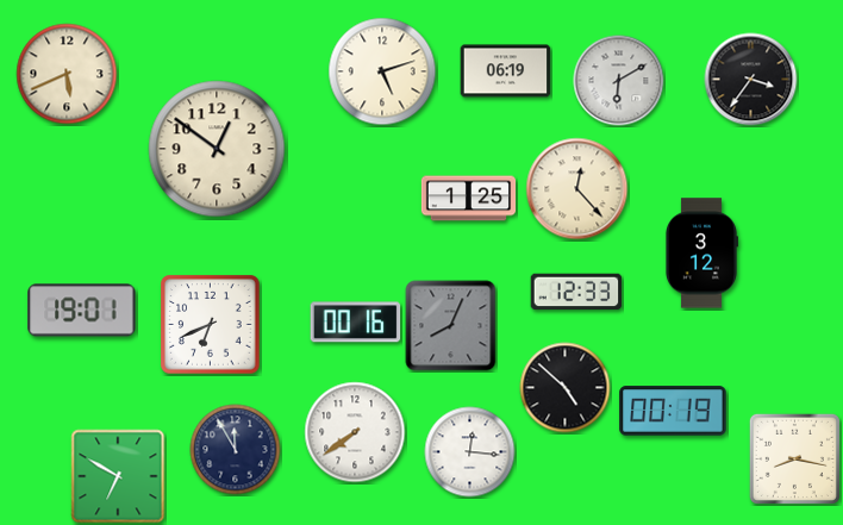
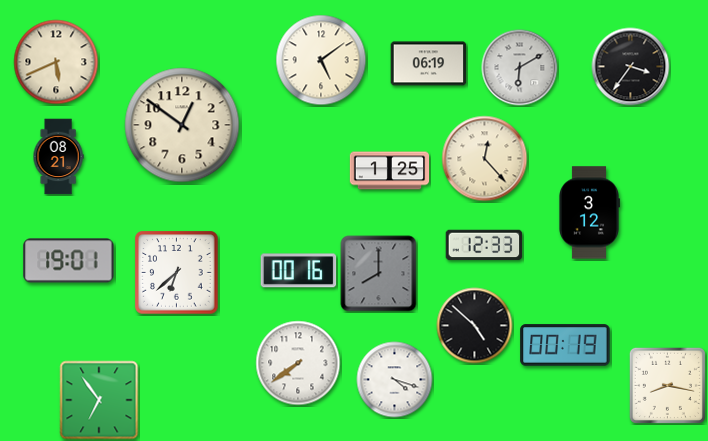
clock at (382, 71): 5:12 -> 5:09
clock at (506, 71) position: (506, 71) -> (429, 64)
clock at (58, 157): none -> 08:21
clock at (469, 199) position: (469, 199) -> (390, 171)
clock at (211, 325): 6:41 -> 6:38
clock at (451, 326): 8:04 -> 8:00
clock at (236, 450): 11:55 -> none
clock at (470, 452): 12:16 -> 4:18
clock at (118, 476): 6:50 -> 6:54
